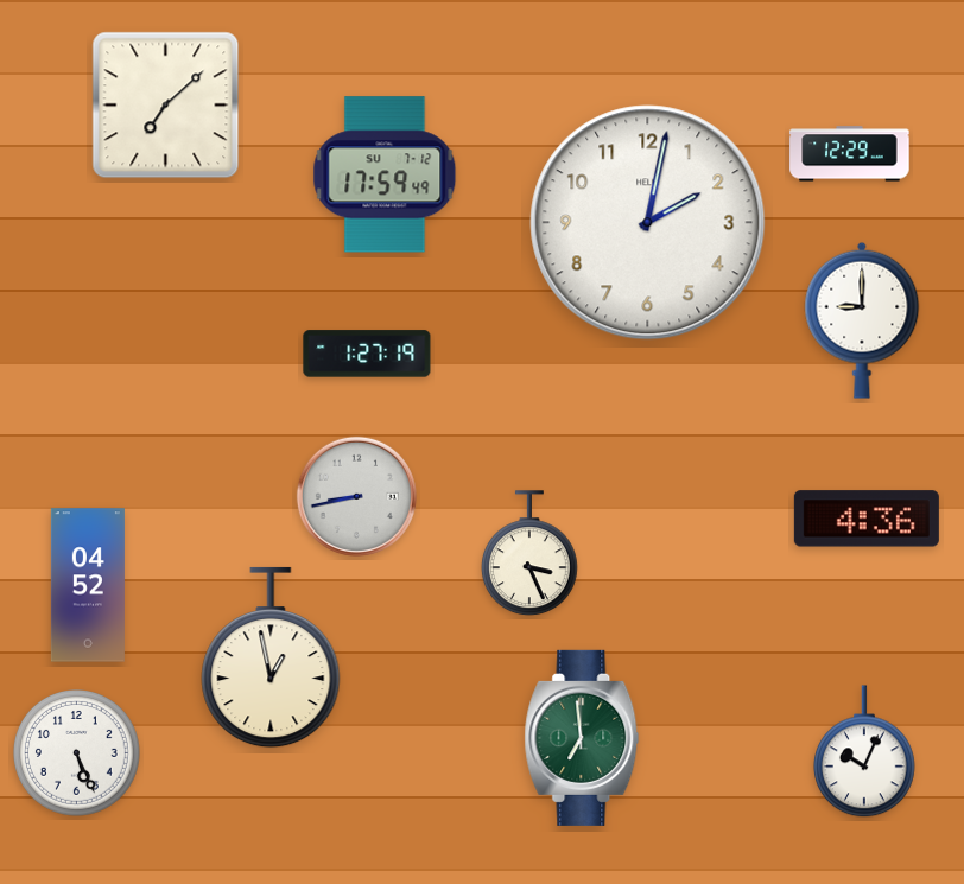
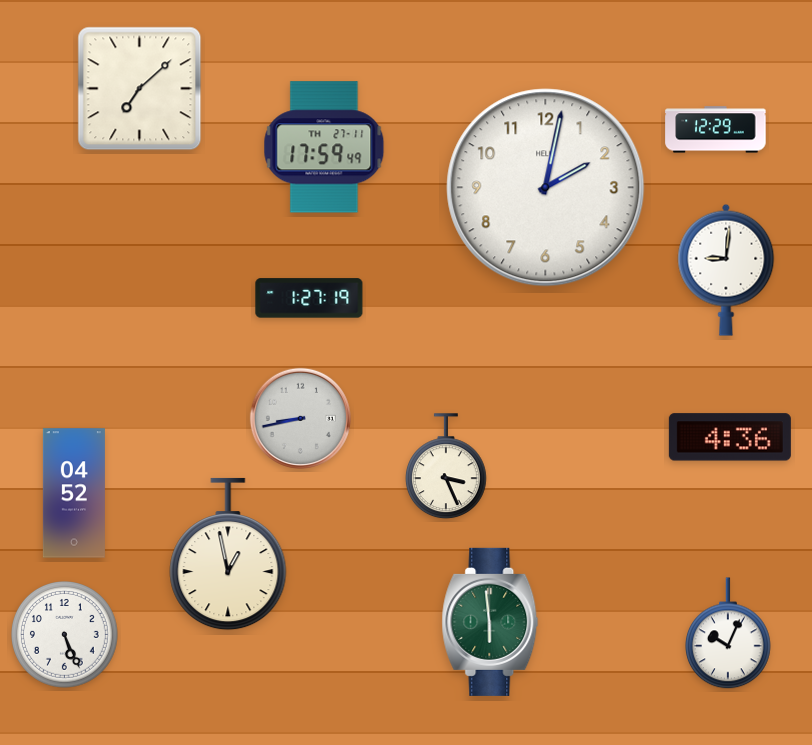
clock at (385, 174) date: SU 7-12 -> TH 27-11
clock at (862, 320): 9:00 -> 9:01
clock at (582, 738): 6:59 -> 5:59
